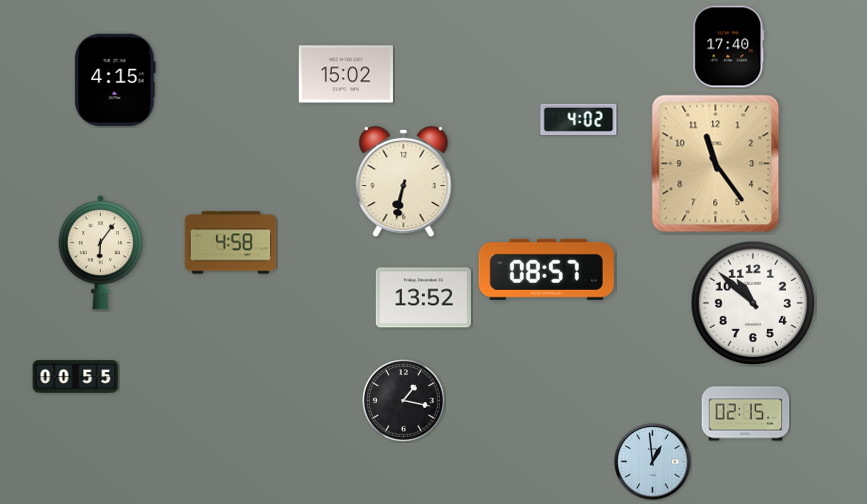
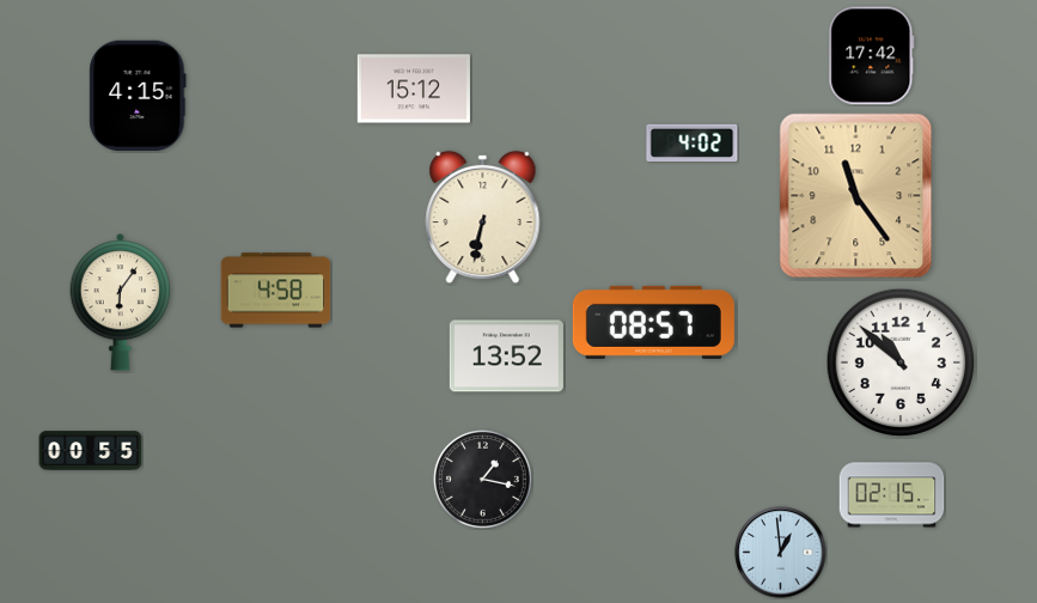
clock at (729, 47): 17:40 -> 17:42
clock at (346, 74): 15:02 -> 15:12
